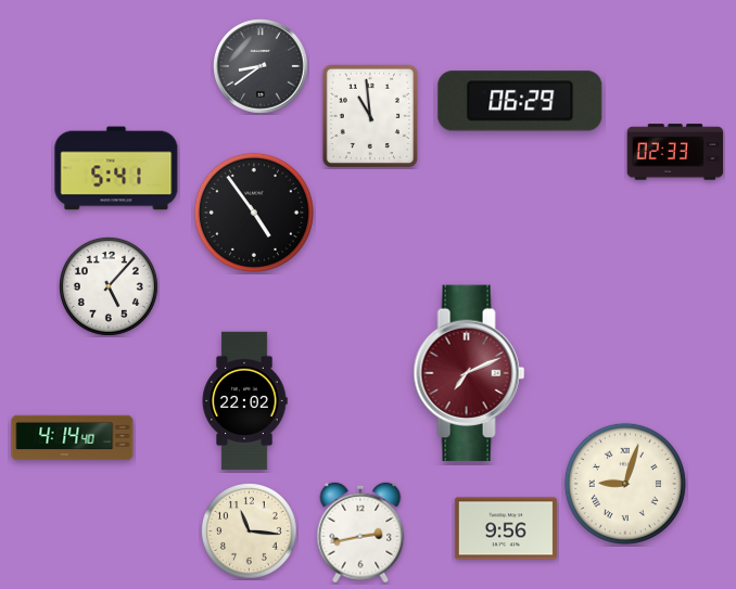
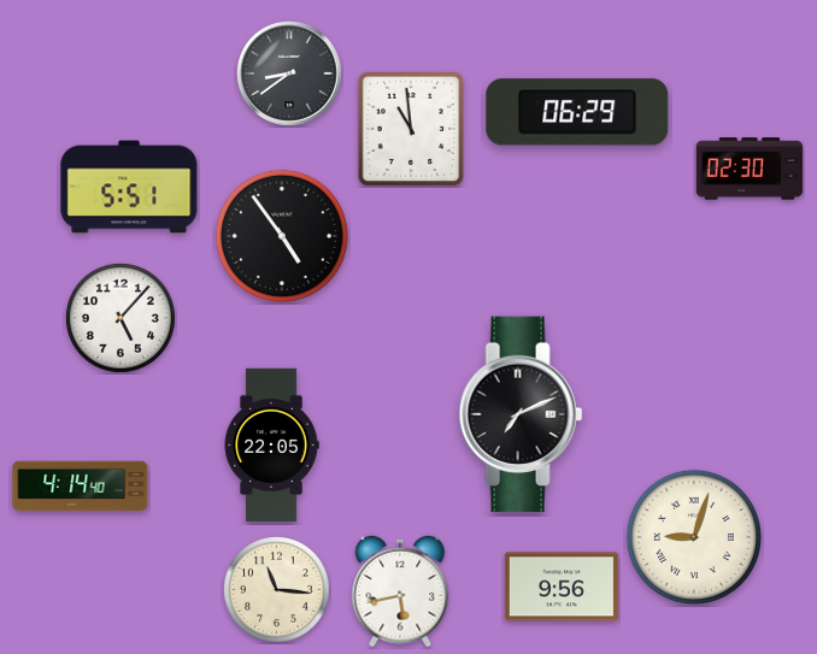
clock at (675, 152): 02:33 -> 02:30
clock at (116, 168): 5:41 -> 5:51
clock at (469, 373) dial: burgundy -> black
clock at (244, 401): 22:02 -> 22:05
clock at (360, 533): 2:43 -> 5:43
